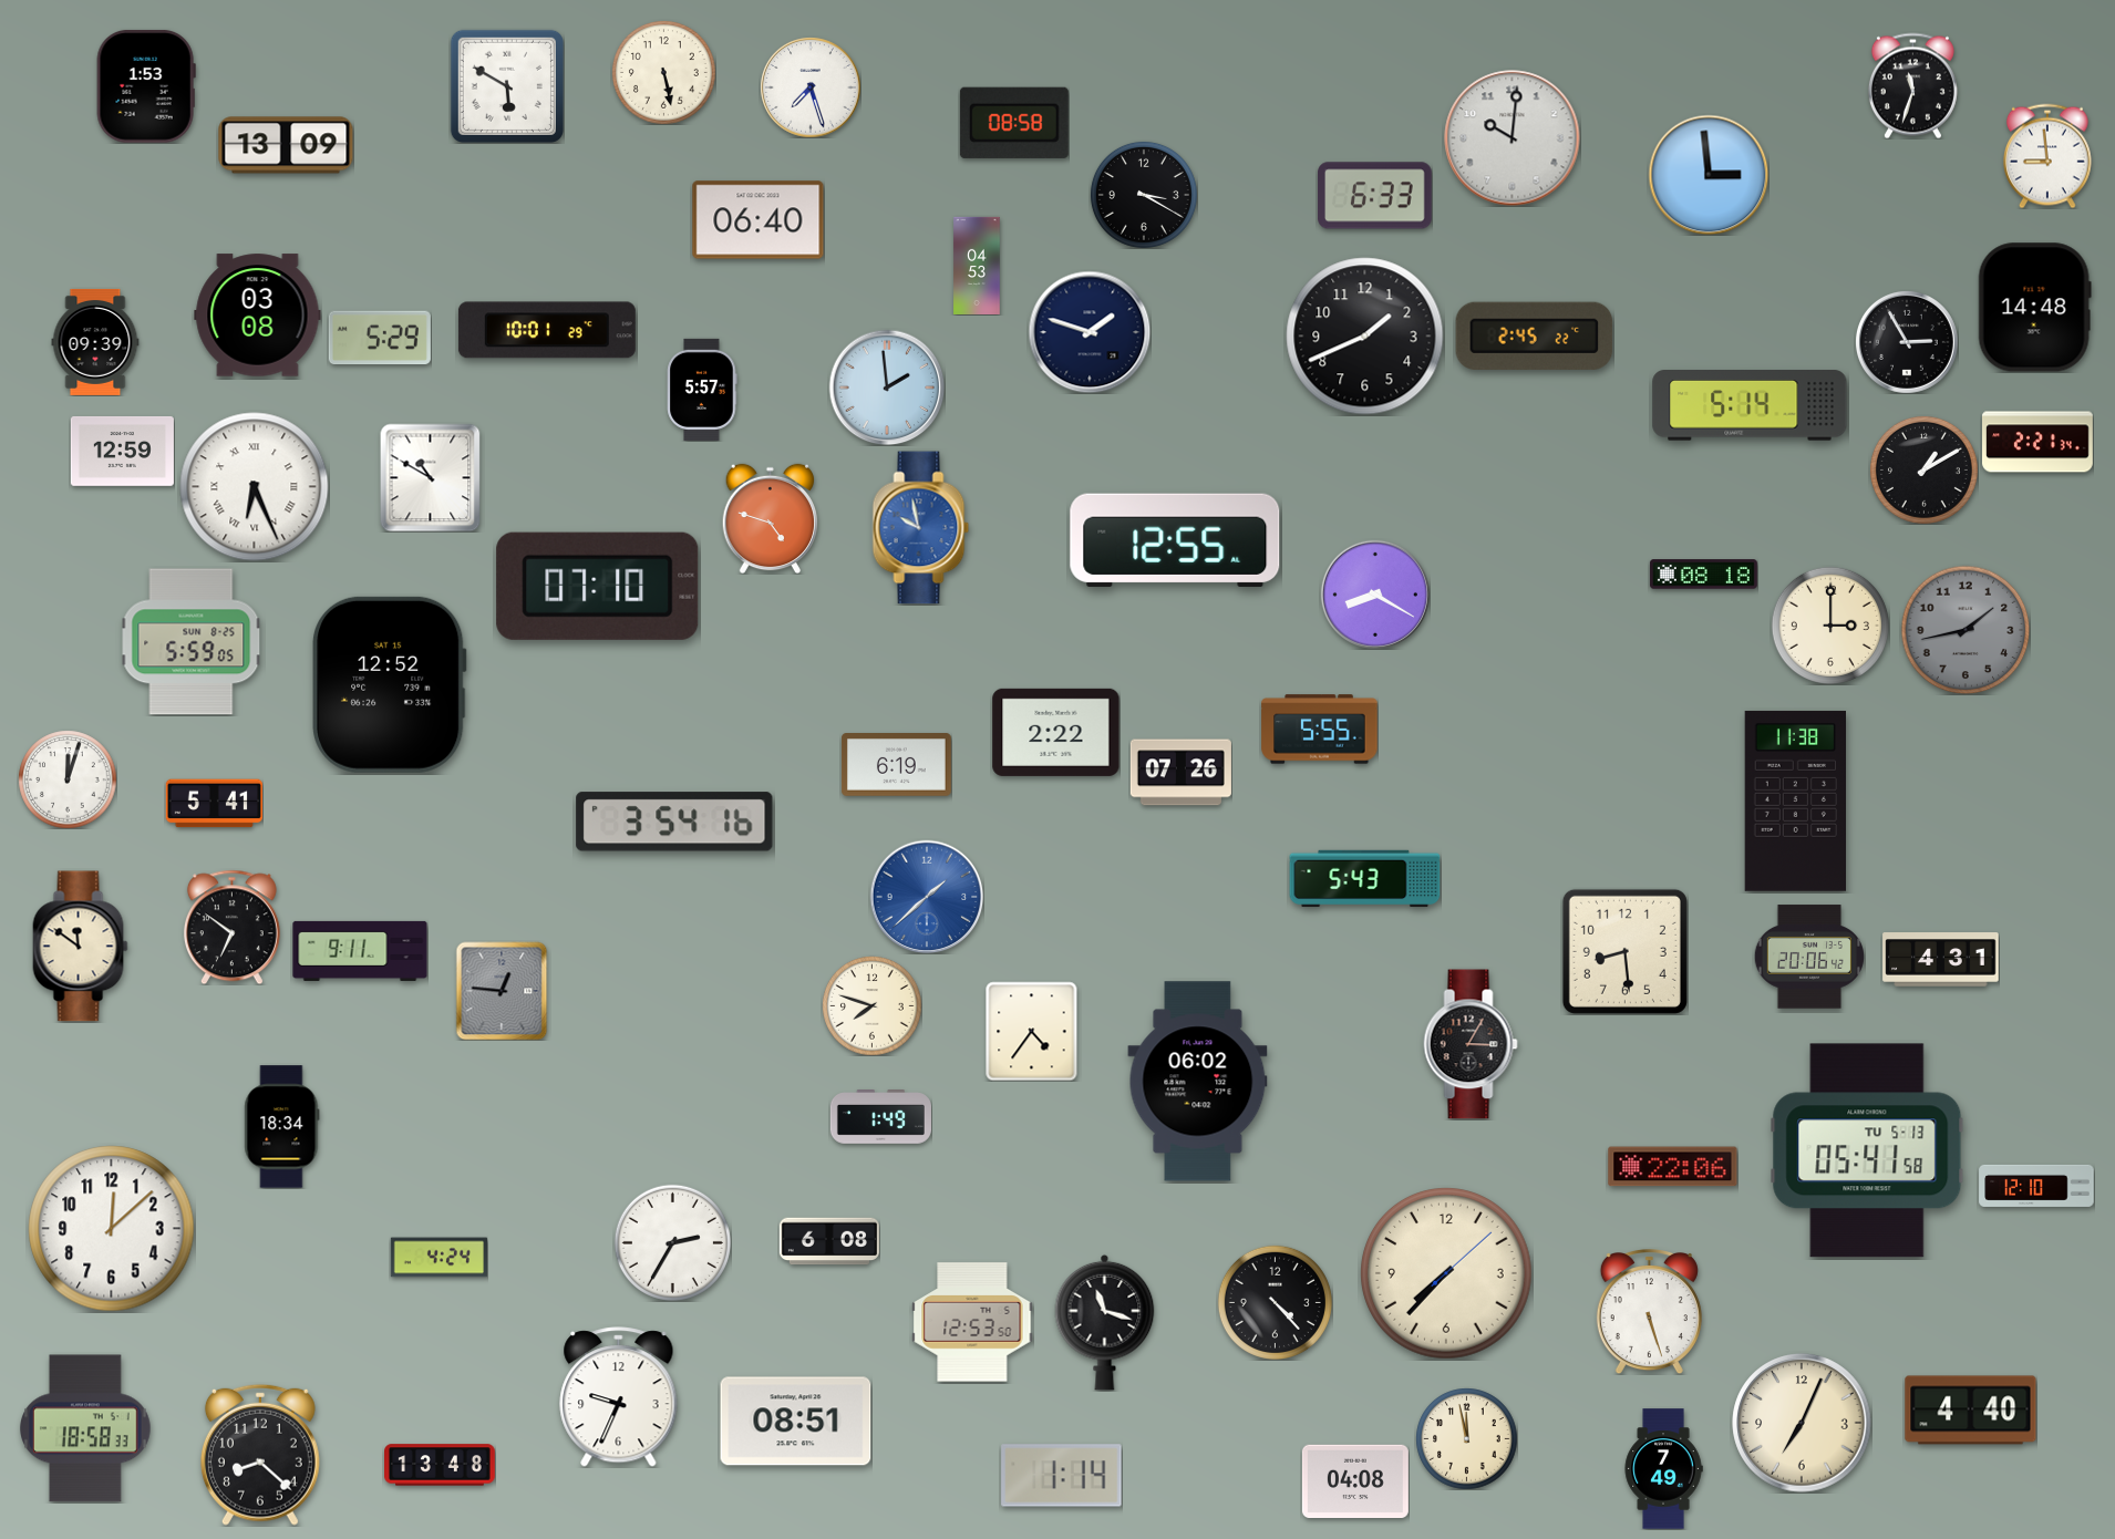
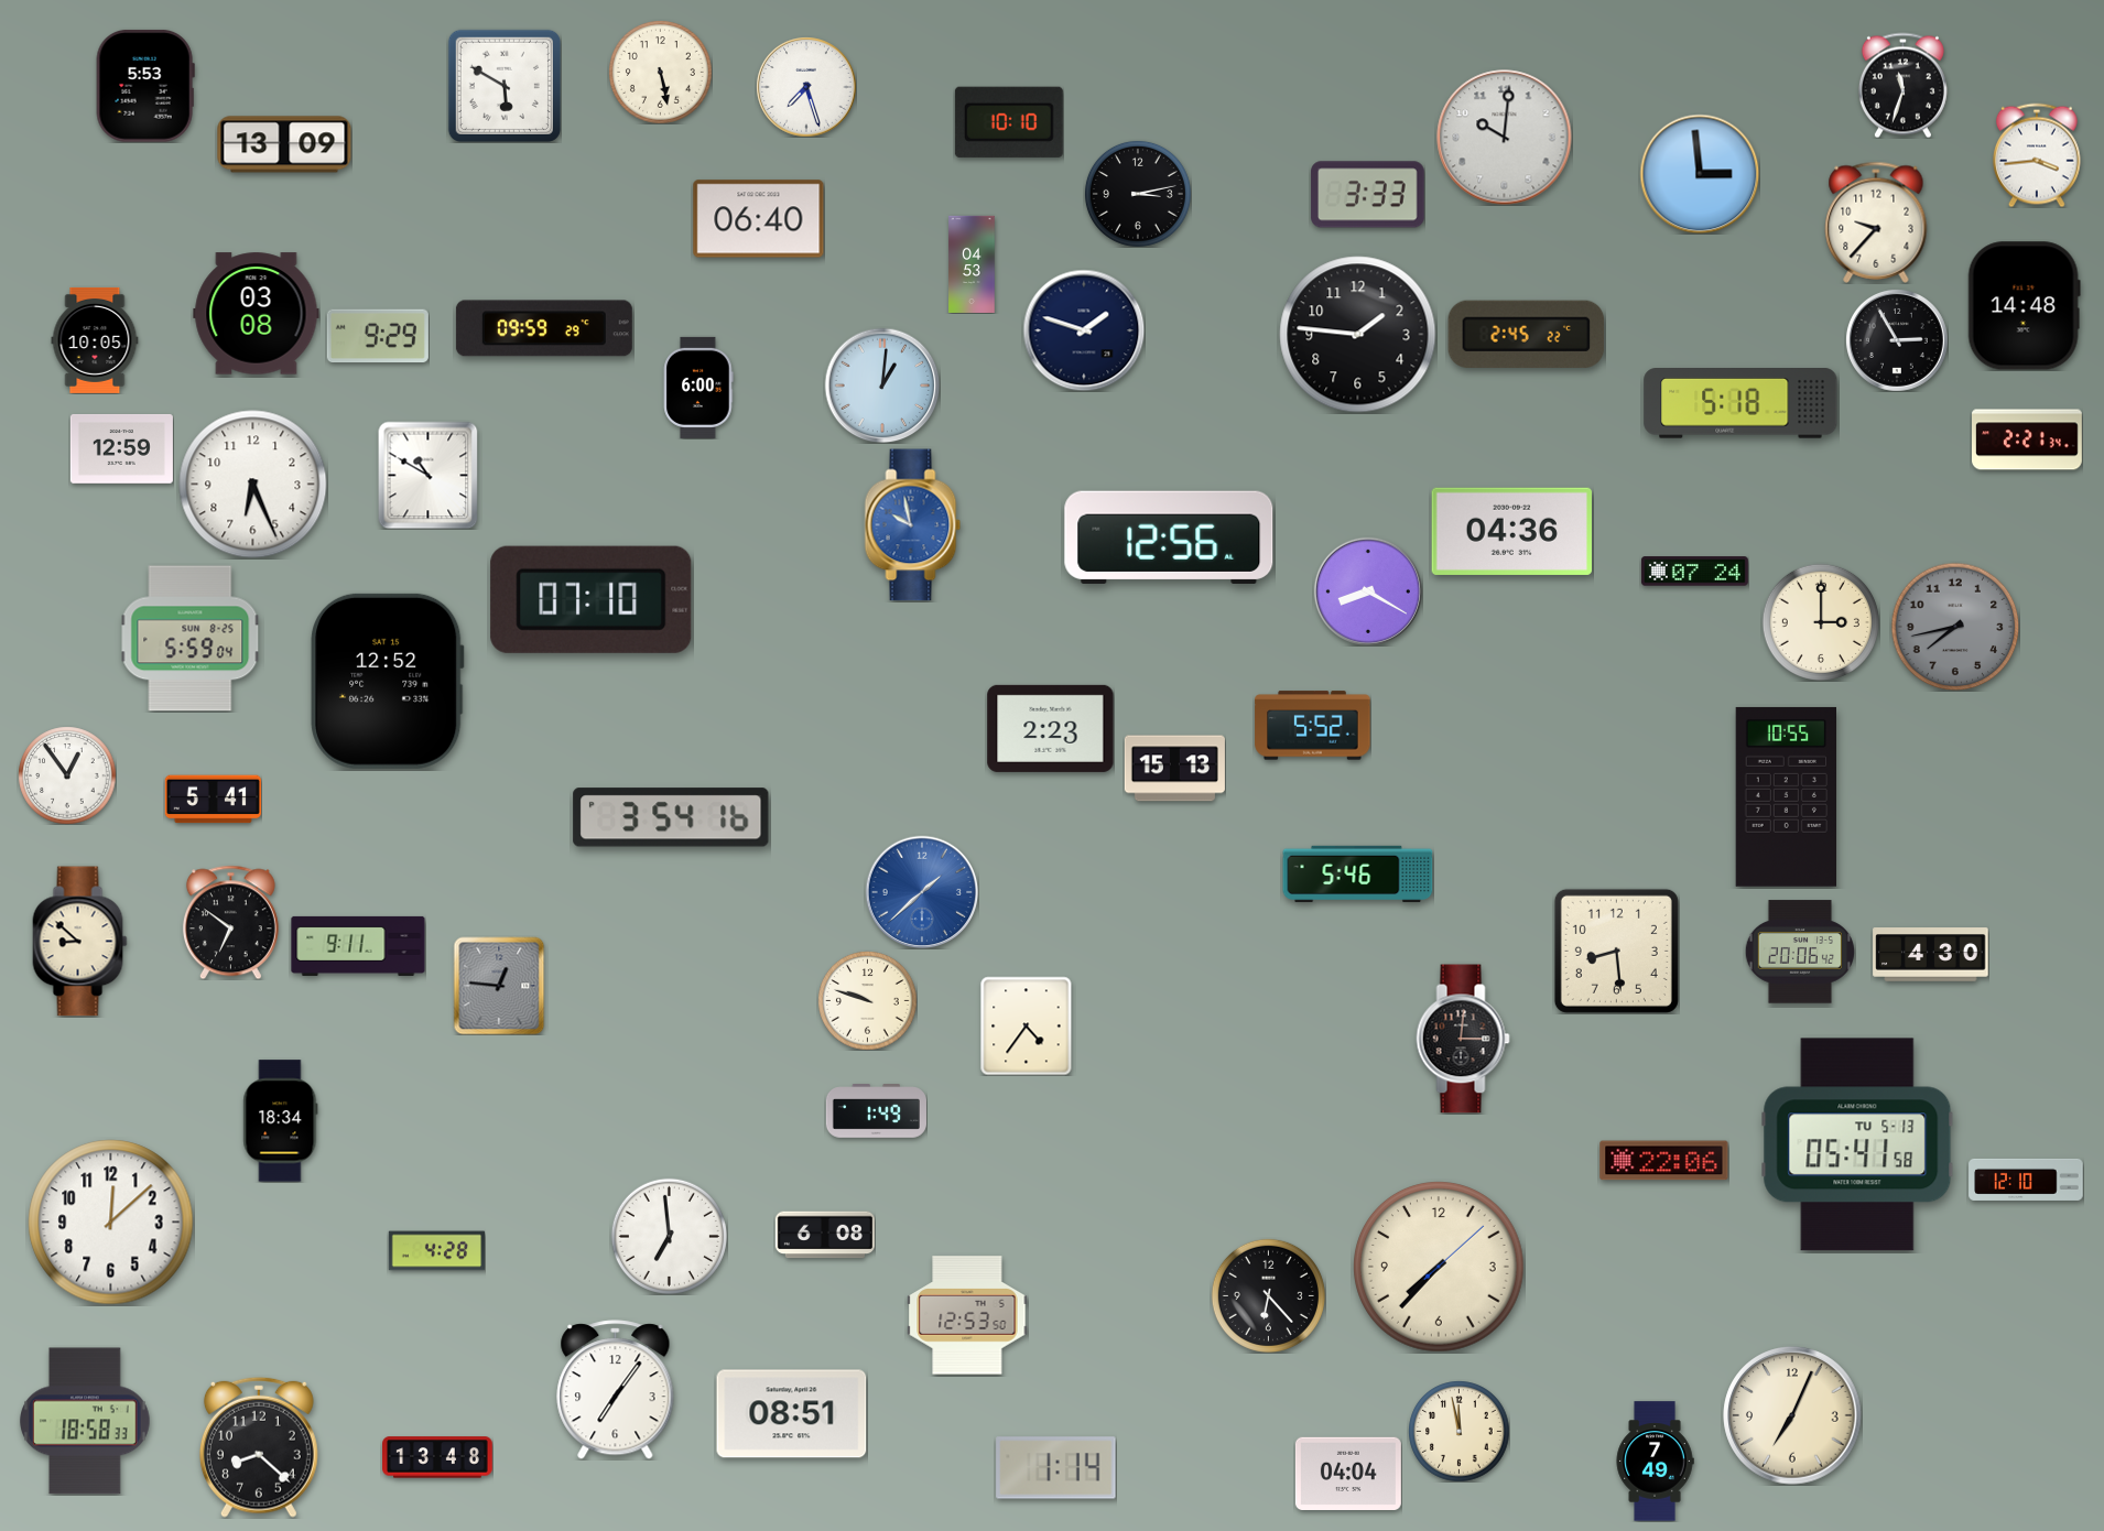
clock at (146, 86): 1:53 -> 5:53
clock at (1014, 123): 08:58 -> 10:10
clock at (2047, 156): 8:59 -> 3:44
clock at (1144, 195): 3:20 -> 3:13
clock at (1375, 196): 6:33 -> 3:33
clock at (759, 220) position: (759, 220) -> (759, 219)
clock at (1876, 222): none -> 9:37
clock at (547, 330): 10:01 -> 09:59
clock at (1365, 337): 1:41 -> 1:46
clock at (380, 338): 5:29 -> 9:29
clock at (95, 342): 09:39 -> 10:05
clock at (887, 388): 1:59 -> 1:01
clock at (702, 390): 5:57 -> 6:00
clock at (1750, 406): 5:14 -> 5:18
clock at (1923, 469): 1:10 -> none
clock at (255, 487) numerals: Roman -> Arabic
clock at (770, 518): 4:48 -> none
clock at (921, 528) position: (921, 528) -> (913, 525)
clock at (1511, 531): none -> 04:36
clock at (1175, 540): 12:55 -> 12:56
clock at (1703, 575): 08:18 -> 07:24
clock at (598, 586) position: (598, 586) -> (592, 599)
clock at (1966, 630): 1:43 -> 7:43
clock at (192, 642): 5:59:05 -> 5:59:04
clock at (1320, 730): 5:55 -> 5:52
clock at (1056, 732): 2:22 -> 2:23
clock at (896, 765): 6:19 -> none
clock at (1180, 773): 07:26 -> 15:13
clock at (68, 779): 12:03 -> 12:54
clock at (1795, 801): 11:38 -> 10:55
clock at (1365, 879): 5:43 -> 5:46
clock at (81, 947): 11:51 -> 8:52
clock at (1624, 951) position: (1624, 951) -> (1616, 951)
clock at (1941, 960): 4:31 -> 4:30
clock at (871, 1005): 7:48 -> 9:48
clock at (1471, 1044): 3:05 -> 3:01
clock at (1198, 1082): 06:02 -> none
clock at (672, 1242): 2:35 -> 6:59
clock at (439, 1258): 4:24 -> 4:28
clock at (1275, 1302): 4:23 -> 6:23
clock at (1649, 1312): 5:27 -> none
clock at (1105, 1322): 11:18 -> none
clock at (619, 1397): 9:34 -> 7:06
clock at (1971, 1411): 4:40 -> none
clock at (1355, 1480): 04:08 -> 04:04
